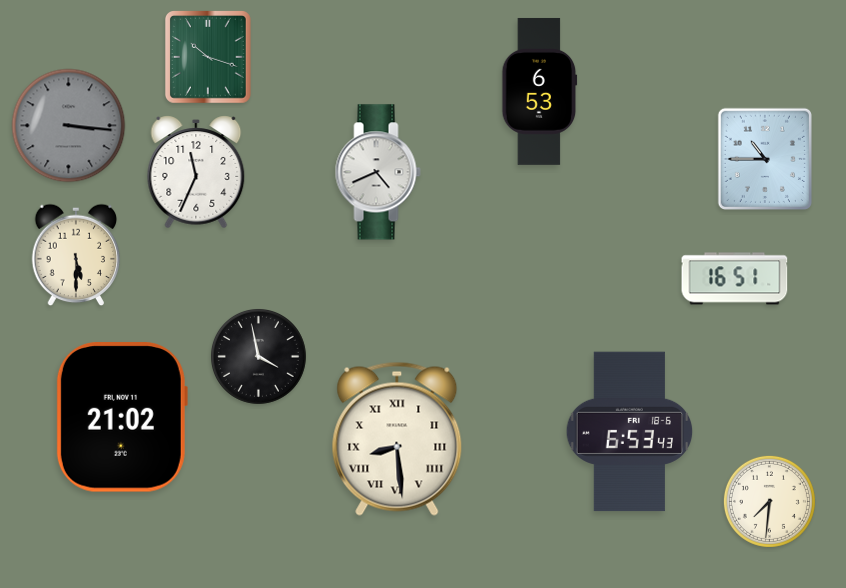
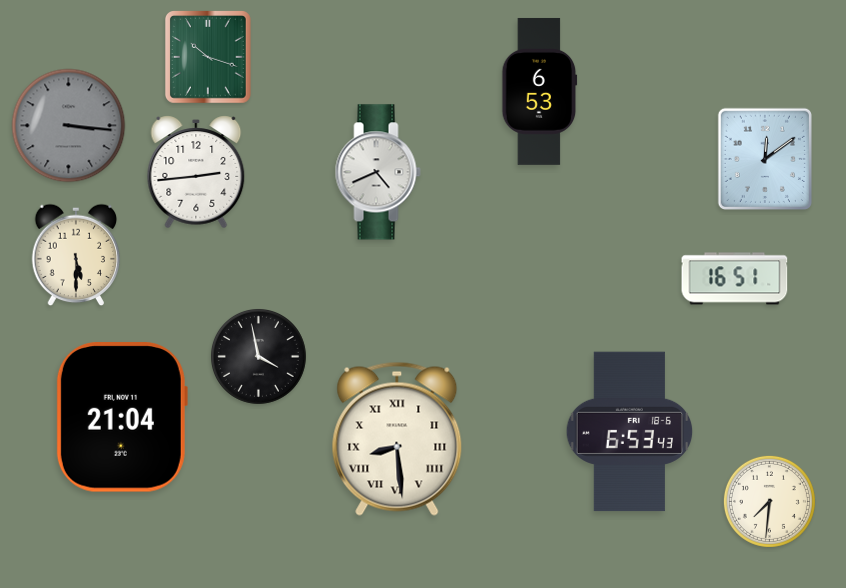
clock at (765, 159): 10:45 -> 12:09
clock at (196, 172): 11:34 -> 2:44
clock at (122, 417): 21:02 -> 21:04
